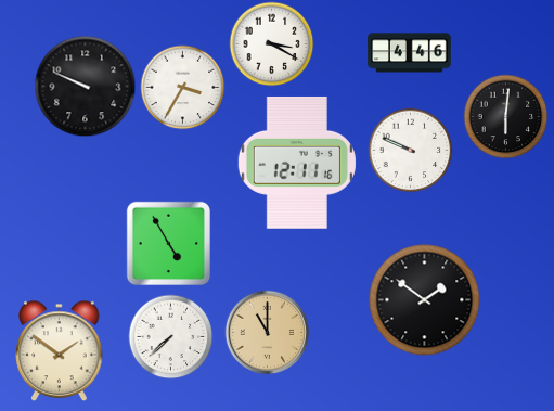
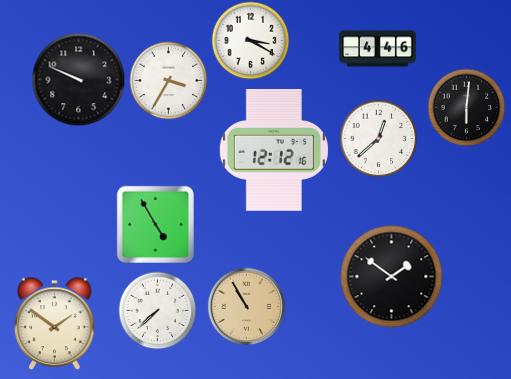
clock at (410, 150): 9:49 -> 12:38
clock at (297, 163): 12:11 -> 12:12
clock at (267, 332): 11:00 -> 10:55
